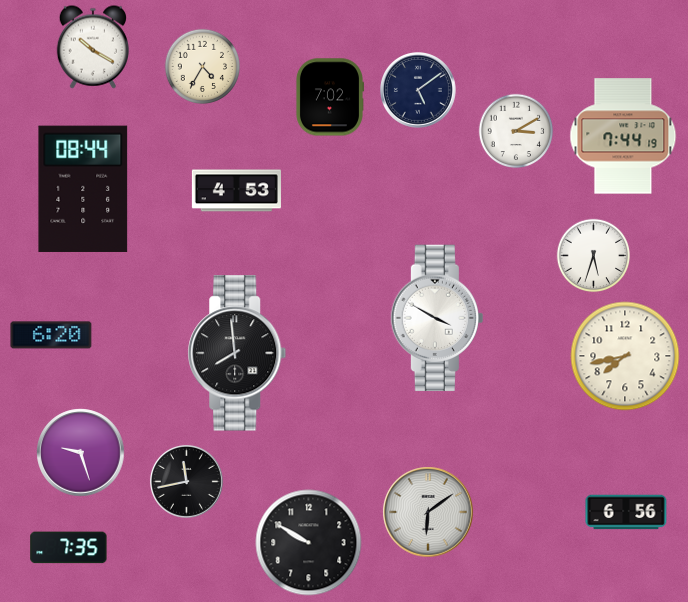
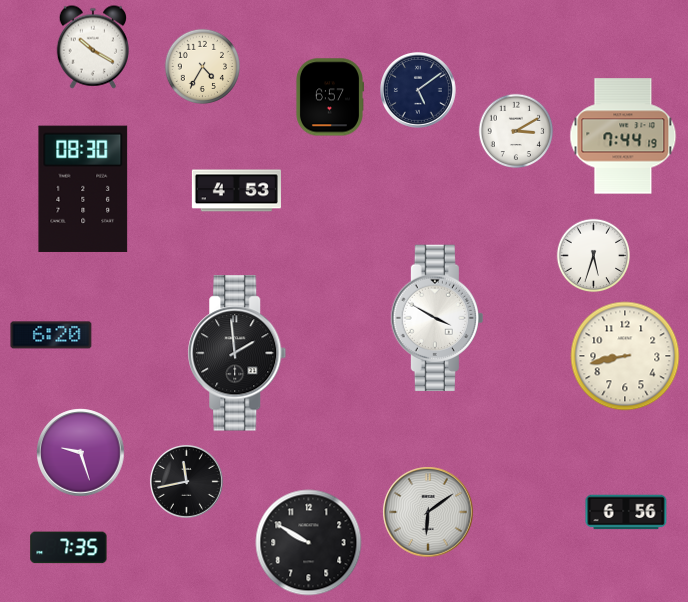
clock at (329, 97): 7:02 -> 6:57
clock at (83, 188): 08:44 -> 08:30
clock at (237, 353): 7:59 -> 1:59
clock at (625, 356): 7:43 -> 8:43
